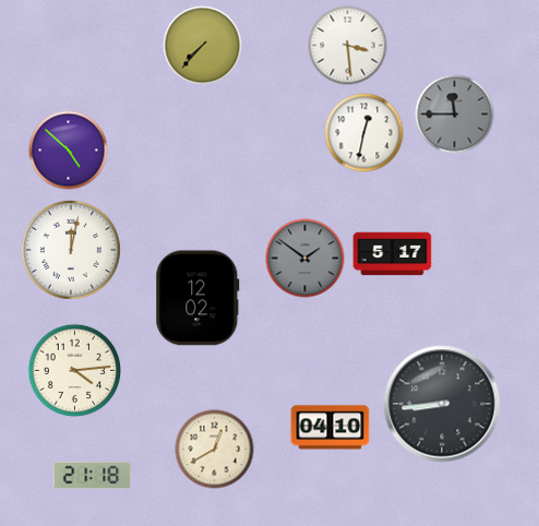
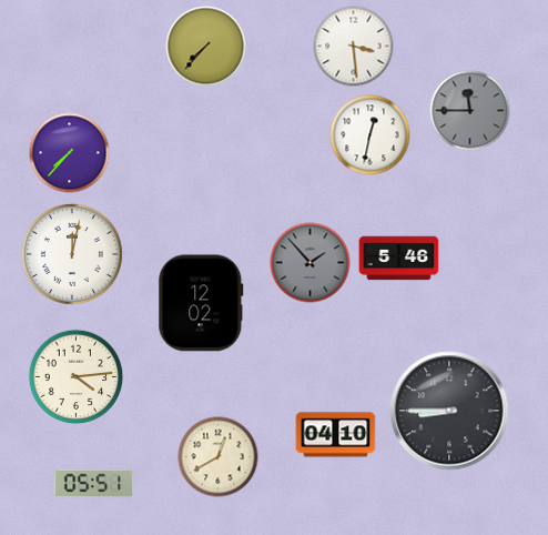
clock at (455, 115) position: (455, 115) -> (470, 111)
clock at (69, 151): 4:52 -> 7:37
clock at (393, 254): 5:17 -> 5:46
clock at (306, 259): 1:51 -> 1:53
clock at (442, 404): 8:44 -> 8:45
clock at (93, 476): 21:18 -> 05:51
